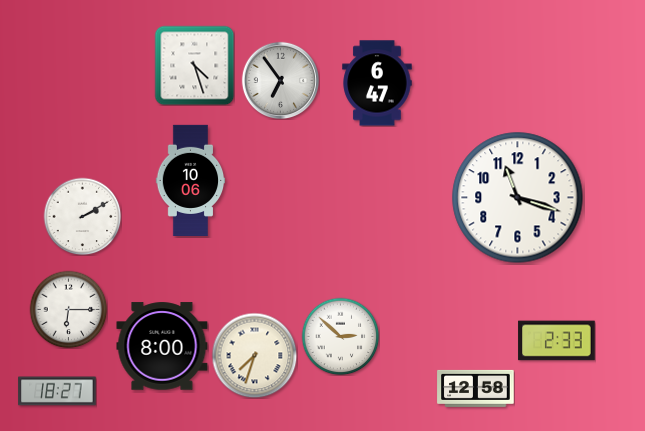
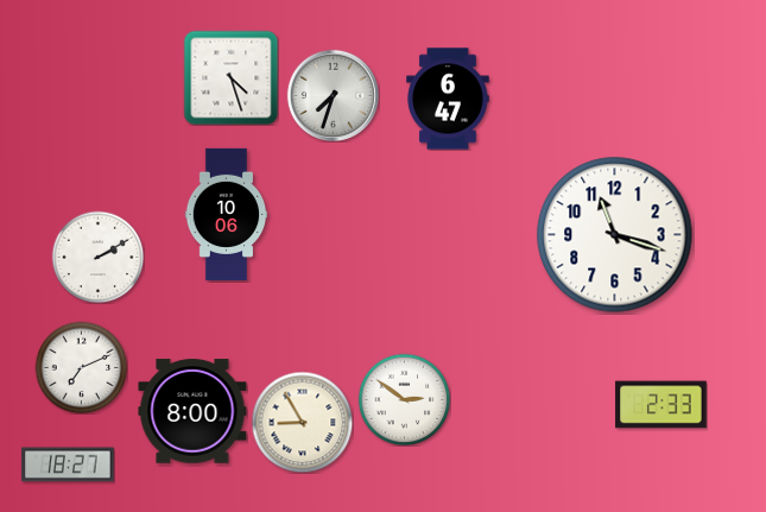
clock at (280, 80): 6:54 -> 7:33
clock at (68, 309): 6:15 -> 7:11
clock at (340, 336): 2:52 -> 2:51
clock at (254, 355): 7:33 -> 8:55
clock at (476, 388): 12:58 -> none
